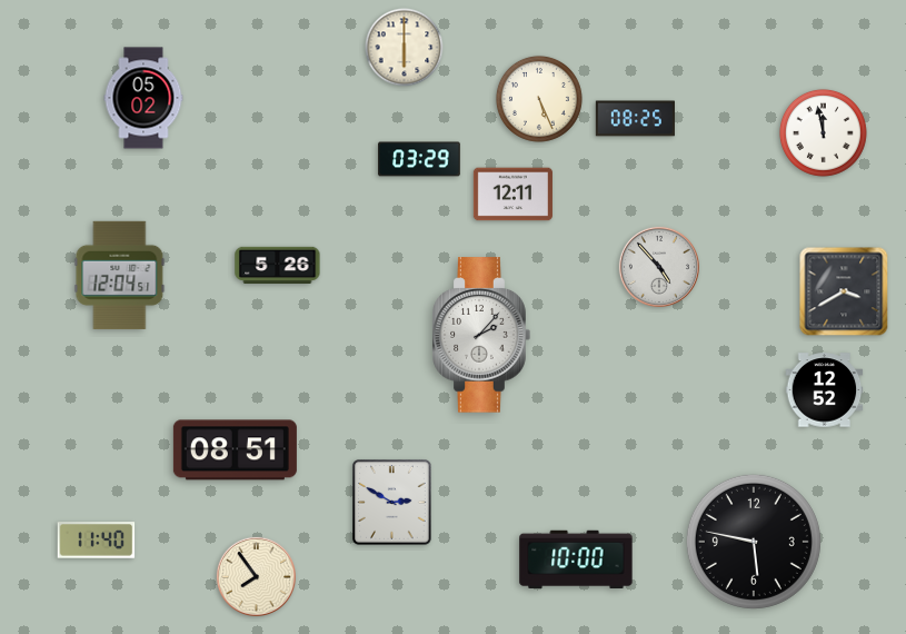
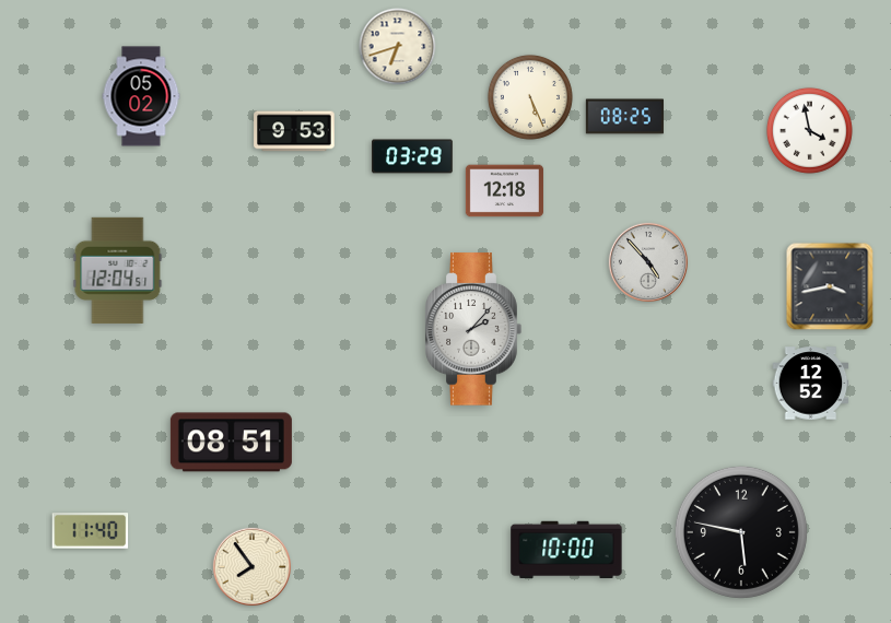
clock at (405, 48): 6:00 -> 6:42
clock at (823, 132): 11:58 -> 3:58
clock at (294, 131): none -> 9:53
clock at (512, 195): 12:11 -> 12:18
clock at (278, 265): 5:26 -> none
clock at (844, 291): 3:40 -> 3:43
clock at (392, 503): 2:50 -> none
clock at (97, 541) position: (97, 541) -> (91, 531)
